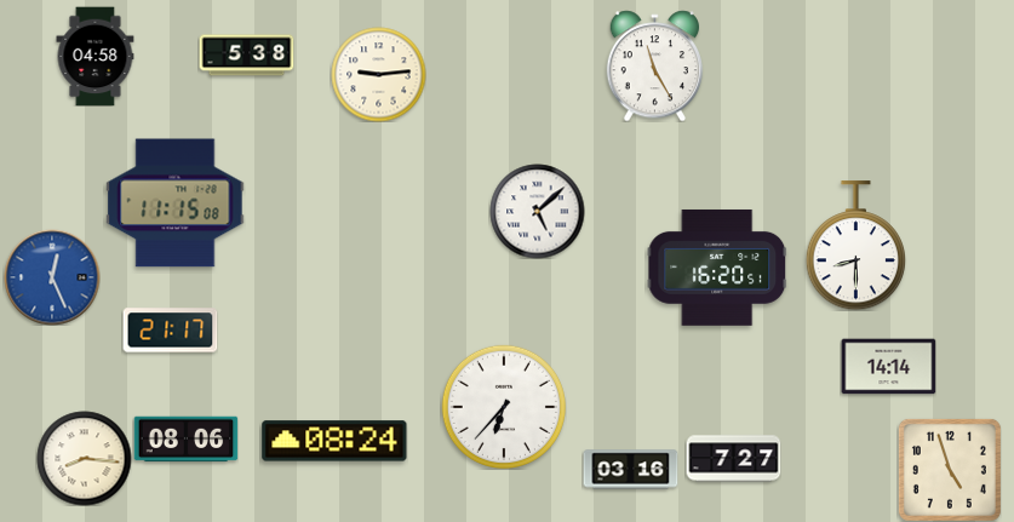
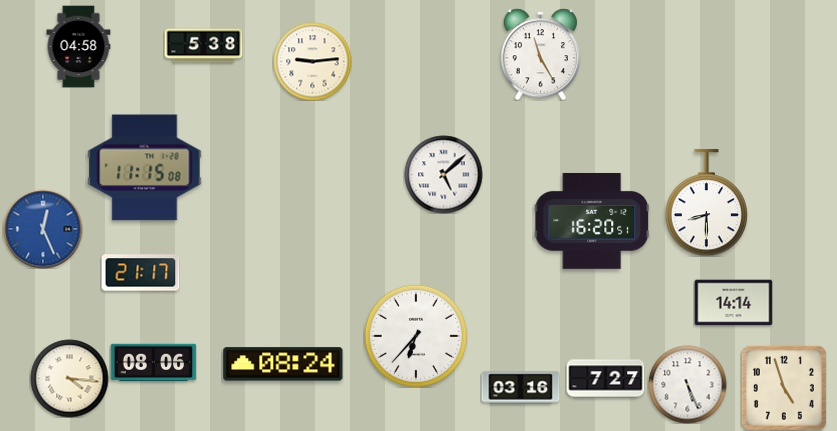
clock at (334, 441) position: (334, 441) -> (283, 364)
clock at (84, 458): 8:16 -> 4:16
clock at (687, 384): none -> 5:26
